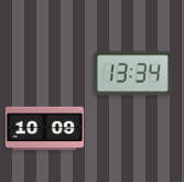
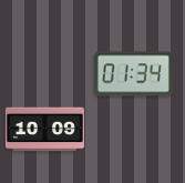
clock at (132, 74): 13:34 -> 01:34
